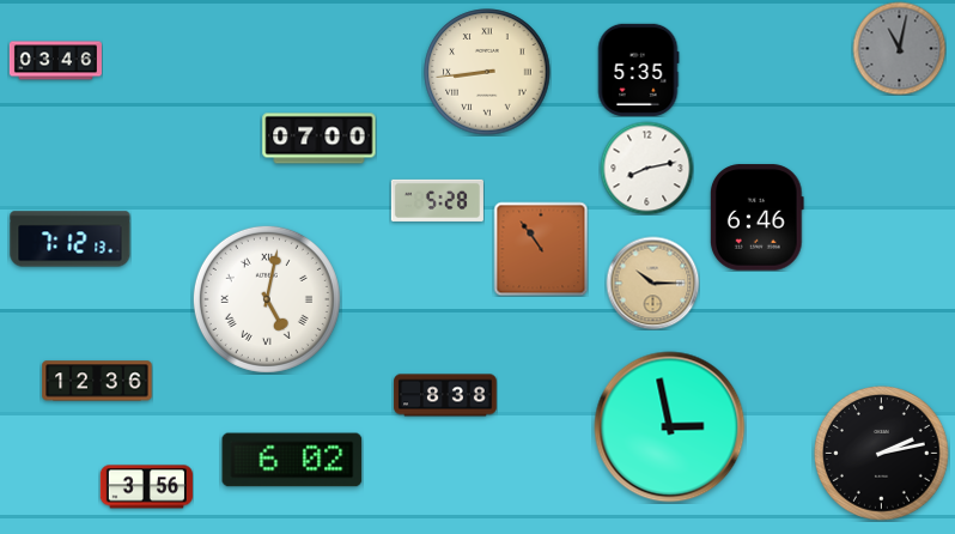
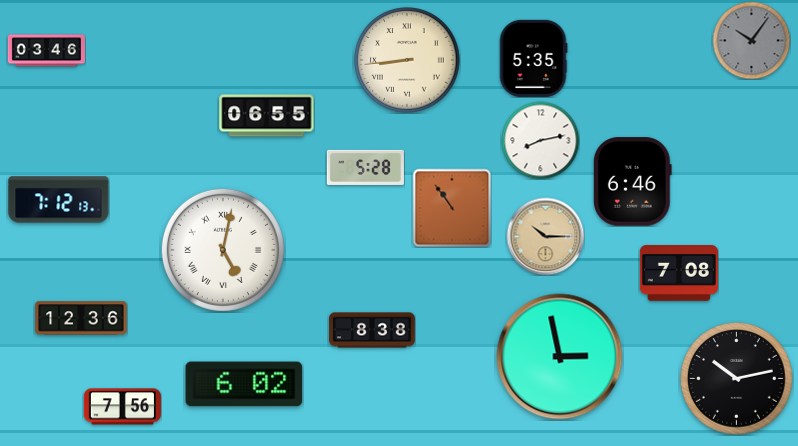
clock at (899, 48): 11:02 -> 10:06
clock at (320, 139): 07:00 -> 06:55
clock at (679, 274): none -> 7:08
clock at (882, 454): 2:13 -> 10:13
clock at (146, 487): 3:56 -> 7:56
